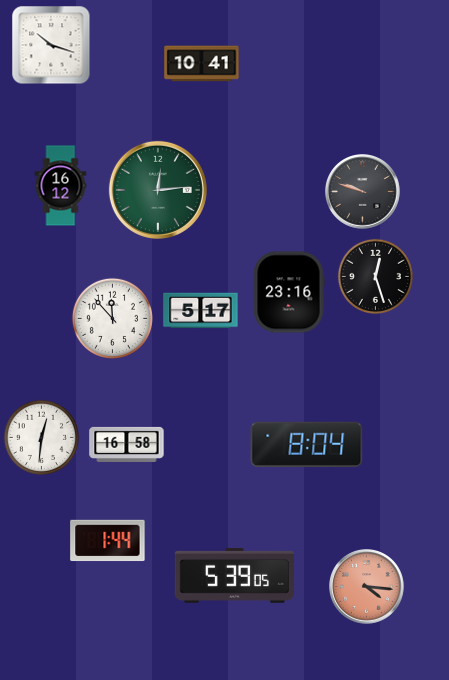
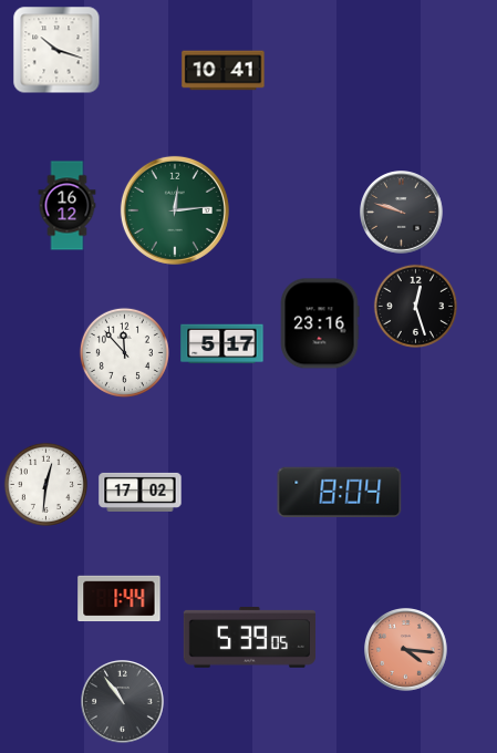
clock at (127, 444): 16:58 -> 17:02
clock at (234, 576) position: (234, 576) -> (249, 638)
clock at (123, 702): none -> 10:54
